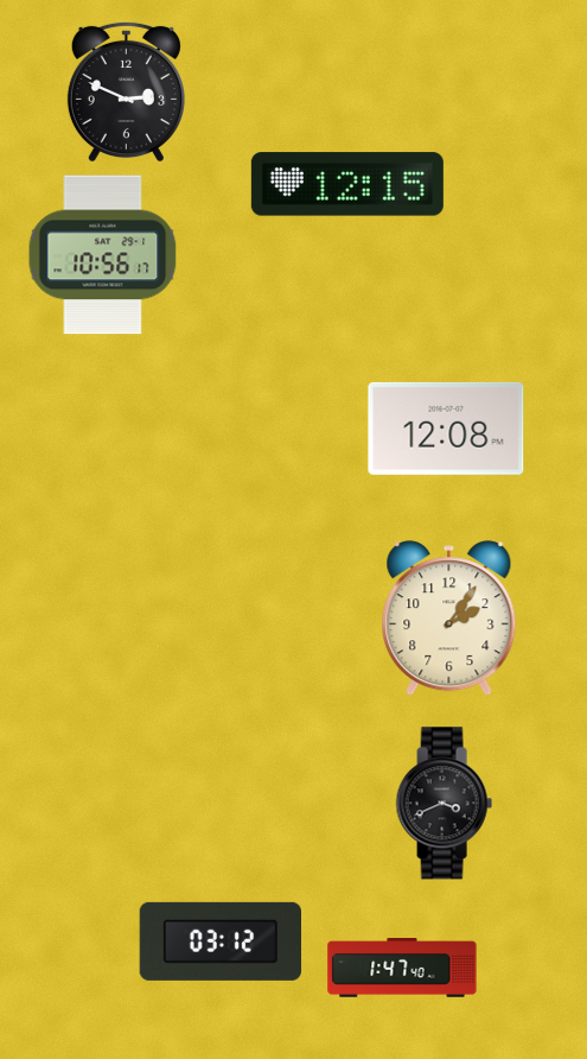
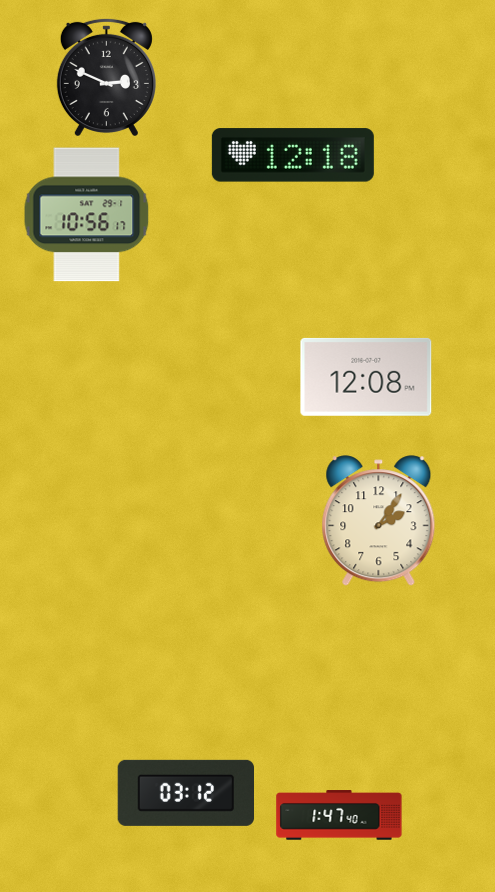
clock at (347, 184): 12:15 -> 12:18
clock at (446, 429) position: (446, 429) -> (366, 377)
clock at (444, 804): 3:41 -> none
